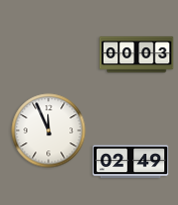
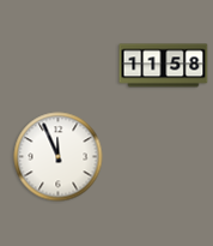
clock at (137, 55): 00:03 -> 11:58
clock at (131, 162): 02:49 -> none
